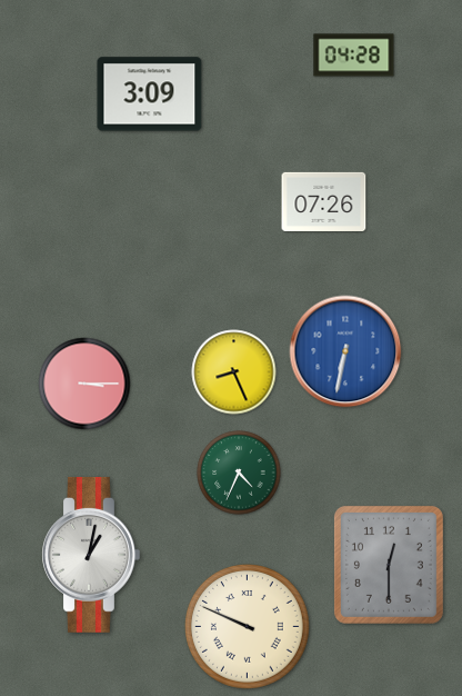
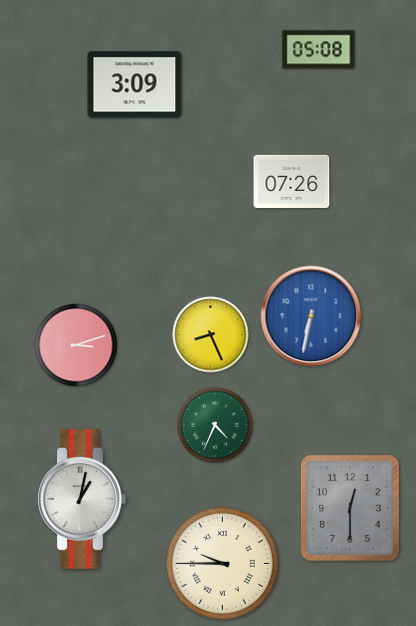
clock at (354, 56): 04:28 -> 05:08
clock at (84, 384): 3:15 -> 3:12
clock at (248, 627): 9:49 -> 9:45
